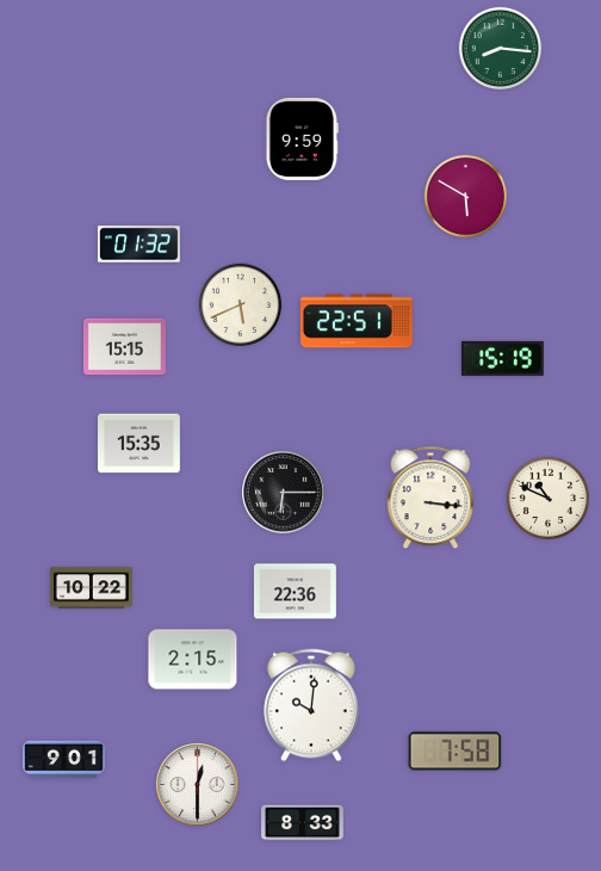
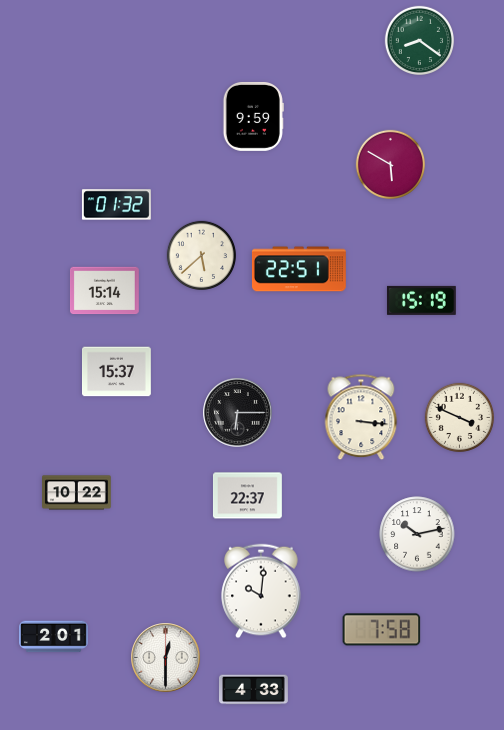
clock at (500, 48): 8:16 -> 8:21
clock at (240, 304): 5:41 -> 5:38
clock at (125, 347): 15:15 -> 15:14
clock at (140, 444): 15:35 -> 15:37
clock at (547, 498): 10:49 -> 3:49
clock at (296, 592): 22:36 -> 22:37
clock at (417, 534): none -> 10:13
clock at (193, 660): 2:15 -> none
clock at (64, 760): 9:01 -> 2:01
clock at (303, 823): 8:33 -> 4:33
